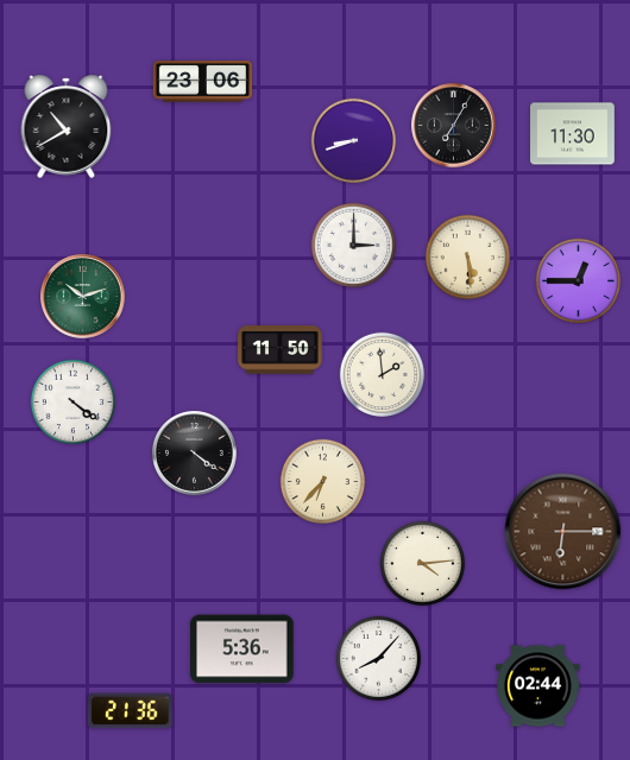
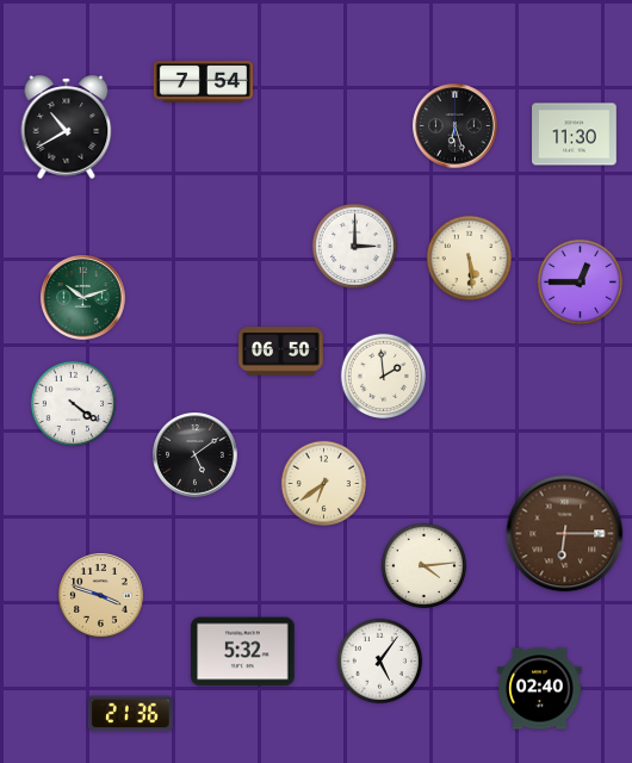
clock at (202, 82): 23:06 -> 7:54
clock at (454, 126): 7:05 -> 6:27
clock at (354, 141): 8:42 -> none
clock at (281, 350): 11:50 -> 06:50
clock at (195, 454): 4:21 -> 5:09
clock at (323, 482): 6:37 -> 6:39
clock at (101, 596): none -> 3:48
clock at (242, 650): 5:36 -> 5:32
clock at (379, 659): 8:07 -> 5:06
clock at (538, 686): 02:44 -> 02:40
